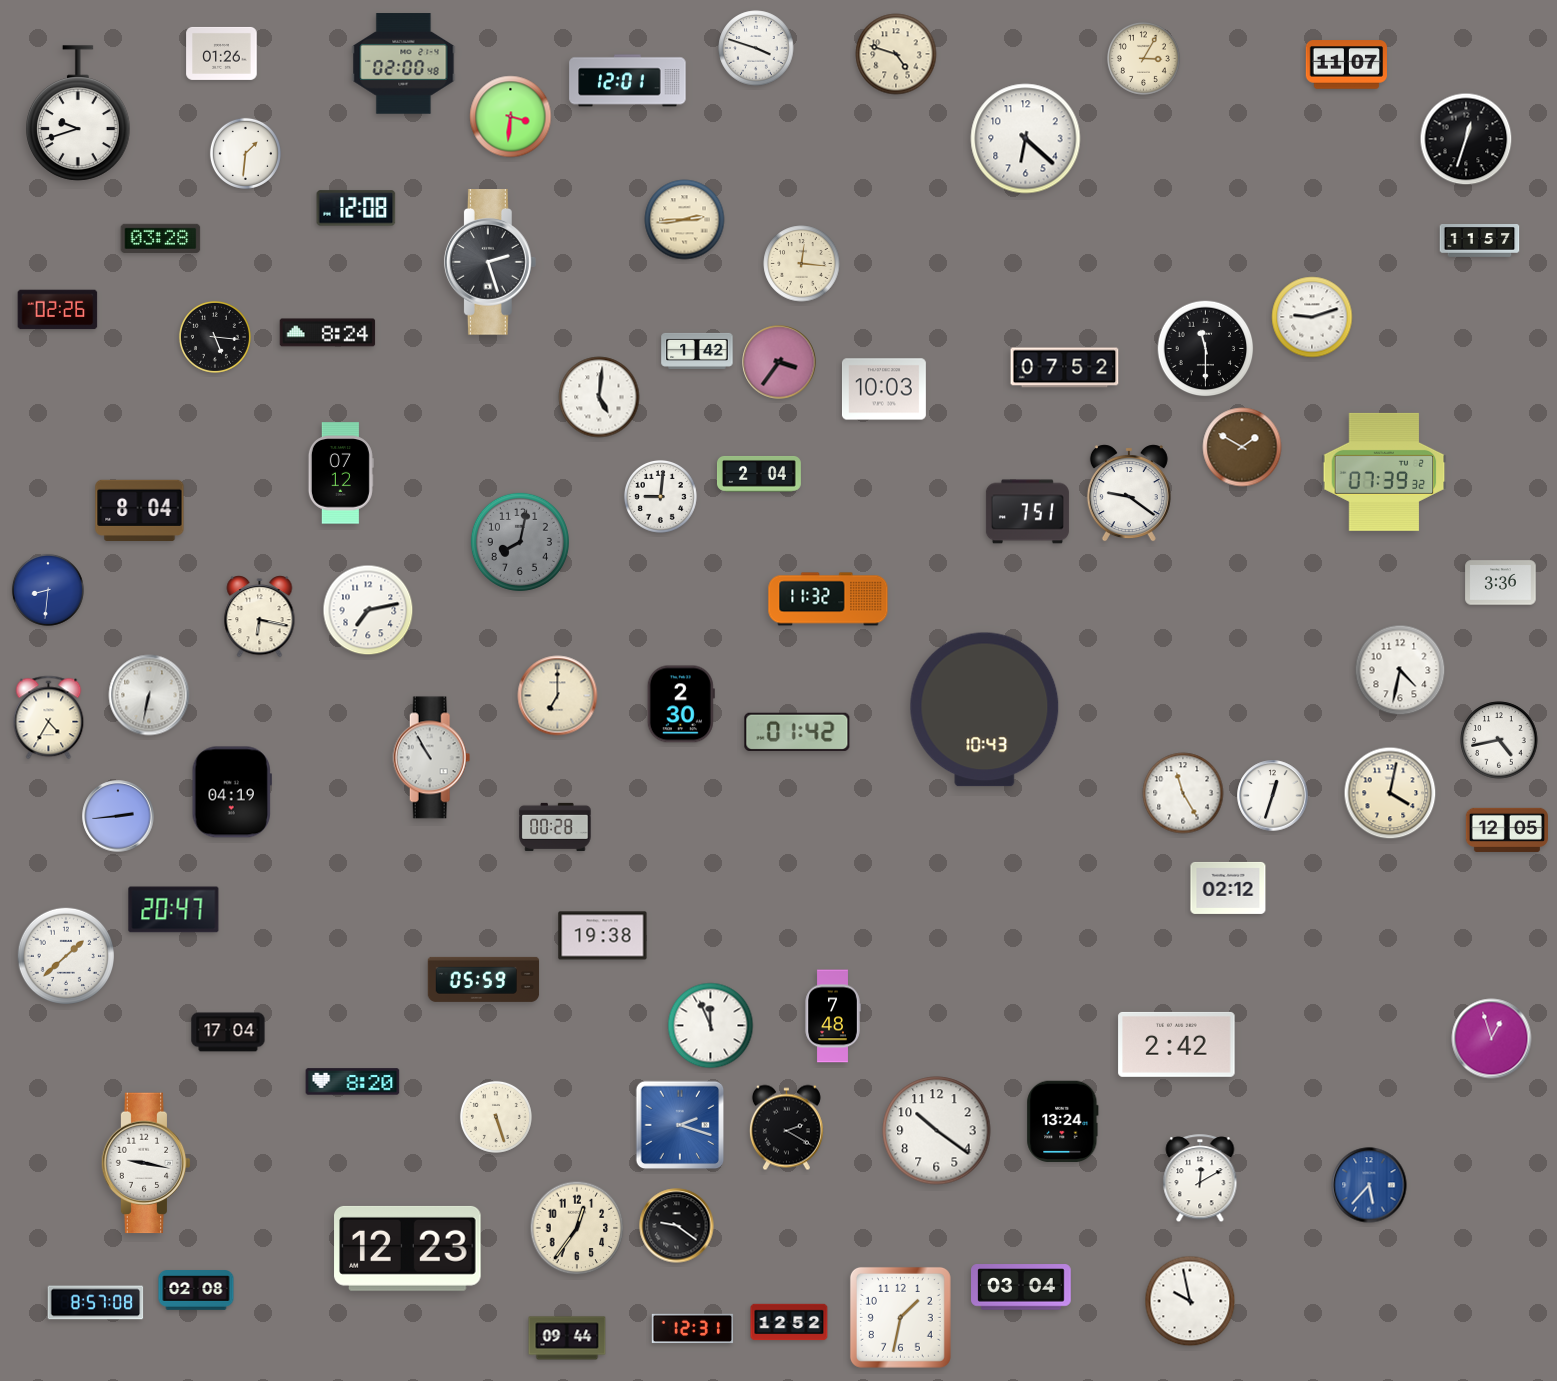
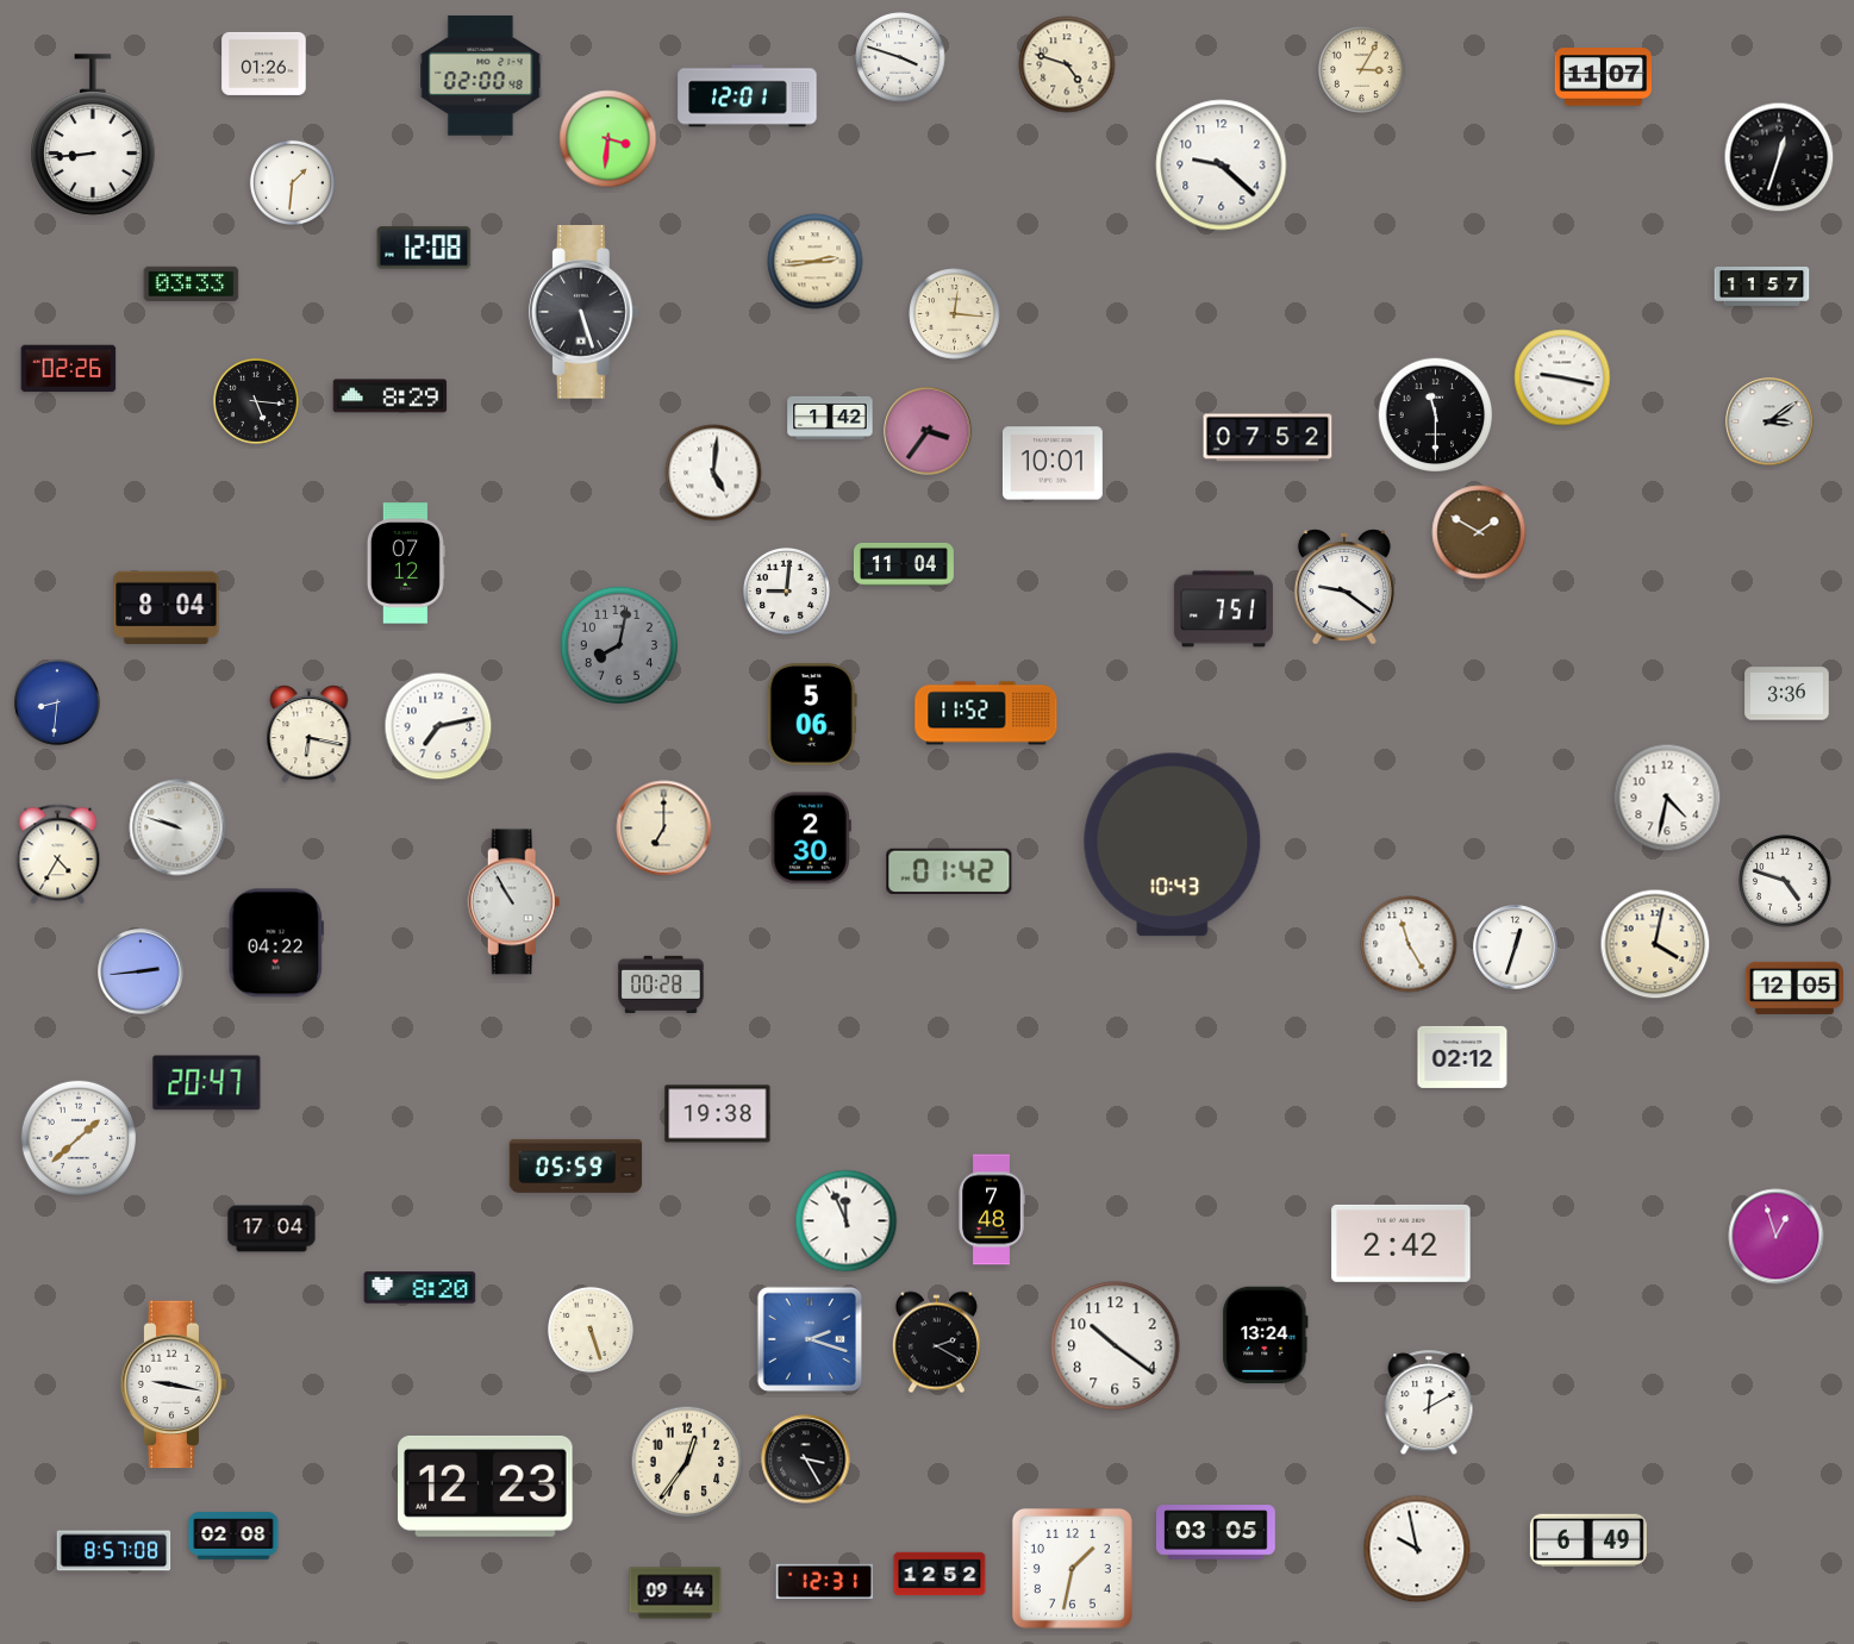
clock at (78, 113): 9:42 -> 8:44
clock at (1026, 139): 6:22 -> 9:22
clock at (1466, 139) position: (1466, 139) -> (1779, 157)
clock at (161, 238): 03:28 -> 03:33
clock at (490, 263): 2:27 -> 5:27
clock at (1312, 317): 9:12 -> 9:17
clock at (328, 333): 8:24 -> 8:29
clock at (1769, 421): none -> 3:09
clock at (884, 389): 10:03 -> 10:01
clock at (1384, 472): 07:39 -> none
clock at (760, 474): 2:04 -> 11:04
clock at (828, 599): 11:32 -> 11:52
clock at (812, 714): none -> 5:06
clock at (149, 695): 6:32 -> 9:48
clock at (1499, 740): 4:43 -> 4:48
clock at (232, 792): 04:19 -> 04:22
clock at (1369, 1185): 5:37 -> none
clock at (677, 1226): 9:21 -> 3:25
clock at (1022, 1287): 03:04 -> 03:05
clock at (1588, 1539): none -> 6:49
